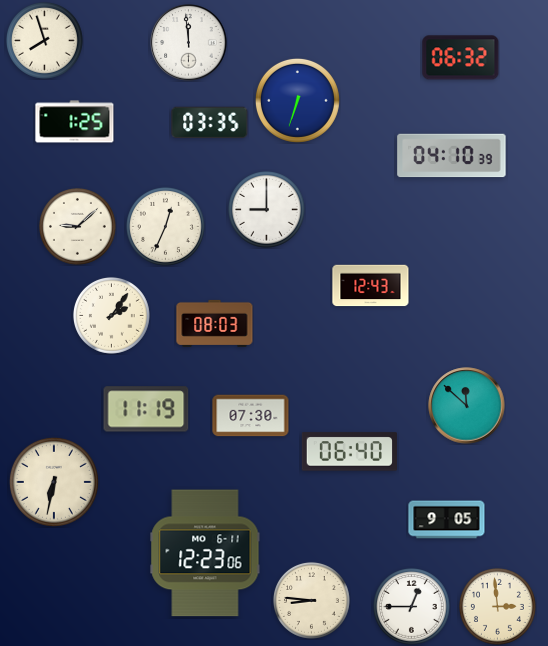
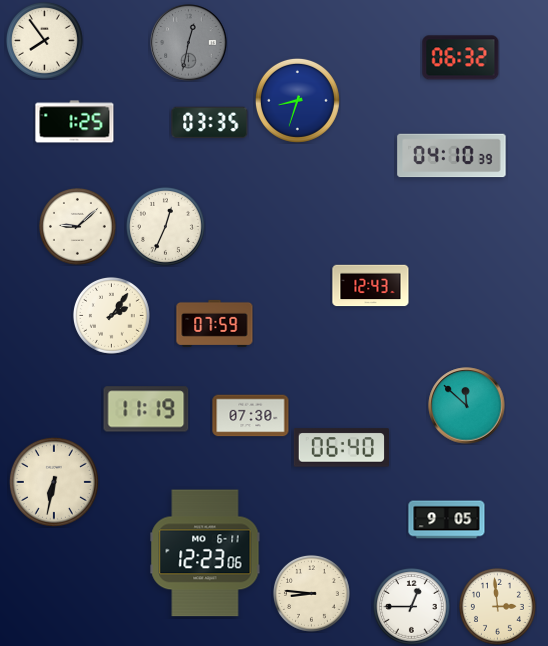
clock at (44, 40): 7:57 -> 7:54
clock at (189, 43): 11:59 -> 12:32
clock at (189, 43) dial: white -> grey
clock at (297, 100): 6:33 -> 8:33
clock at (266, 209): 9:00 -> none
clock at (215, 323): 08:03 -> 07:59
clock at (349, 452) position: (349, 452) -> (341, 448)
clock at (311, 600) position: (311, 600) -> (311, 593)
